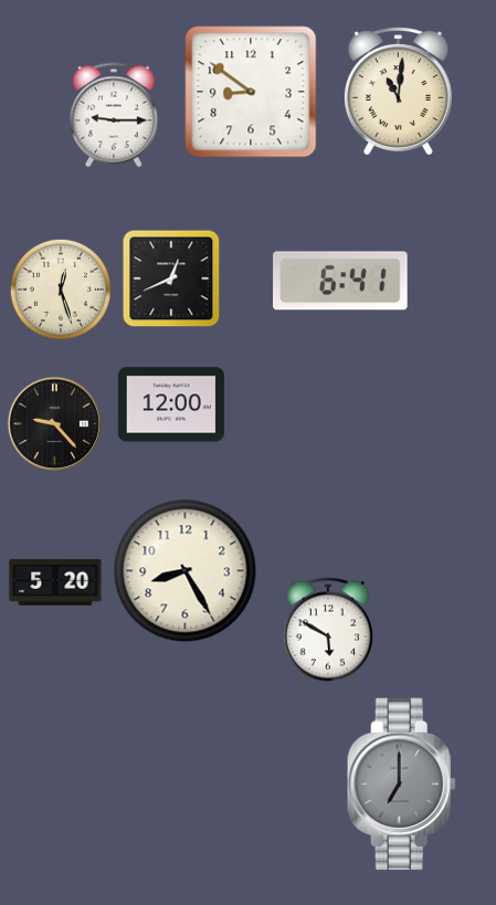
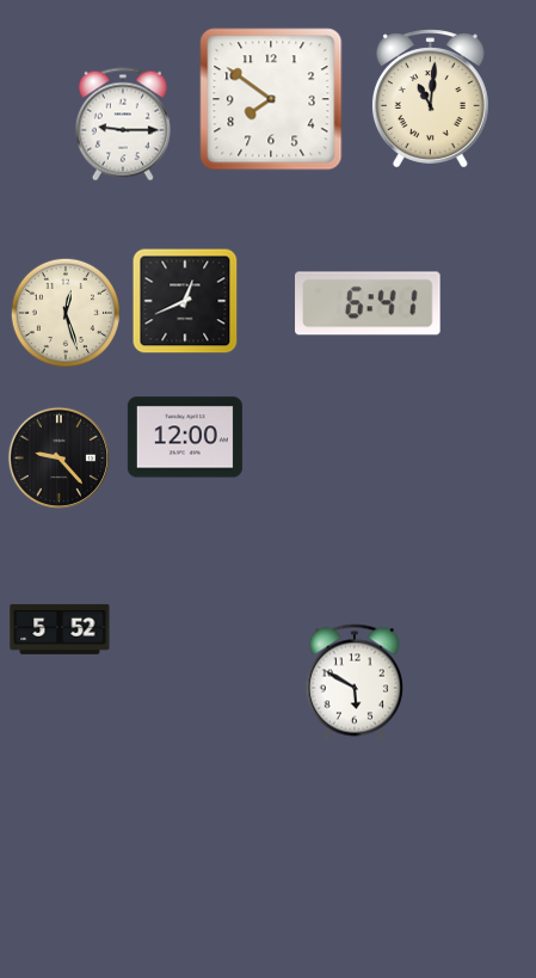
clock at (251, 92): 8:51 -> 7:51
clock at (186, 571): 8:25 -> none
clock at (55, 582): 5:20 -> 5:52
clock at (401, 785): 7:00 -> none
